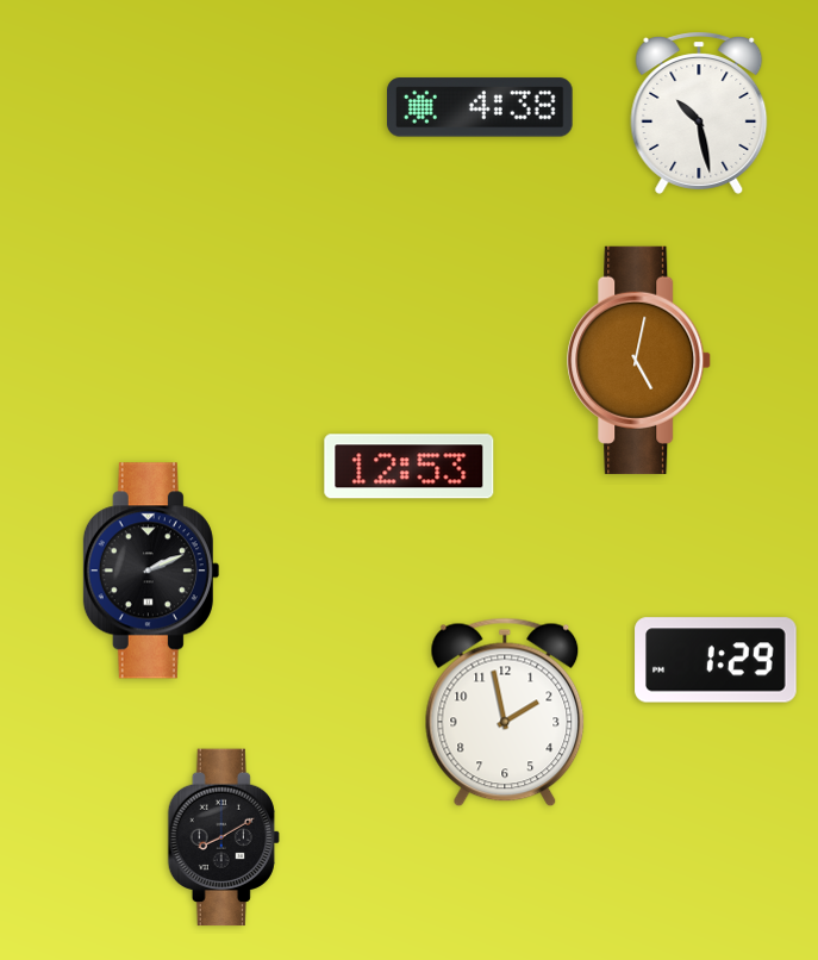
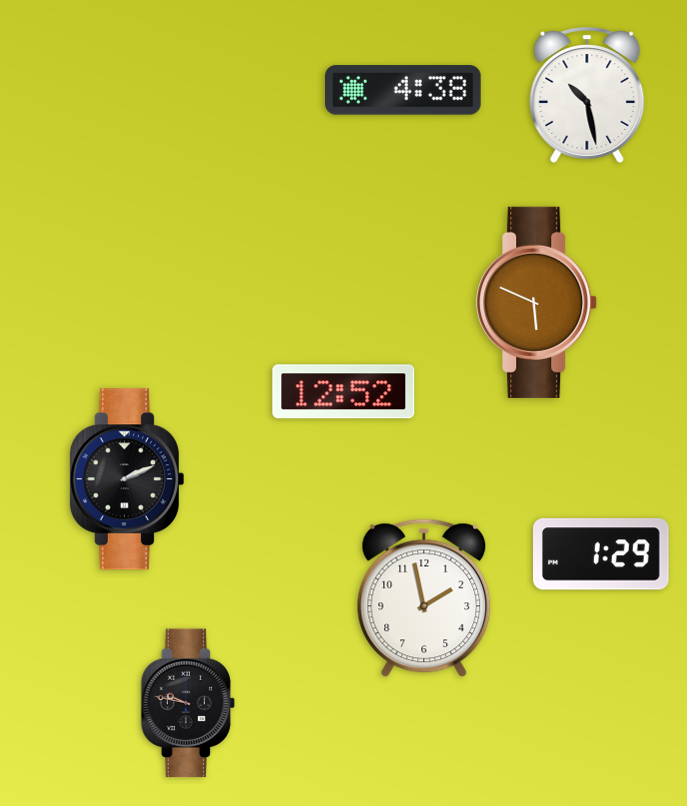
clock at (639, 360): 5:02 -> 5:49
clock at (410, 467): 12:53 -> 12:52
clock at (224, 837): 8:10 -> 9:47
